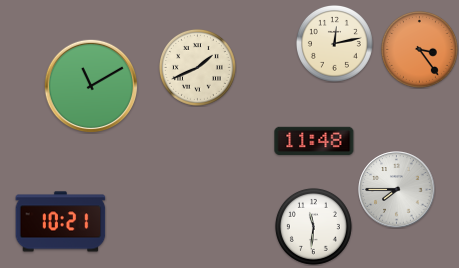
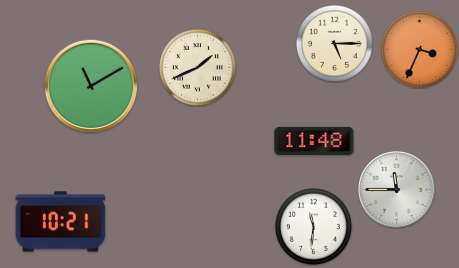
clock at (334, 43): 12:13 -> 5:15
clock at (419, 49): 3:24 -> 3:34
clock at (397, 190): 7:45 -> 11:45
